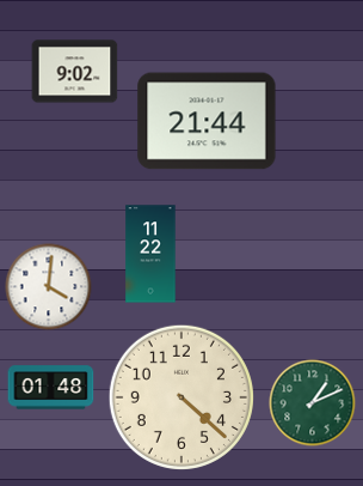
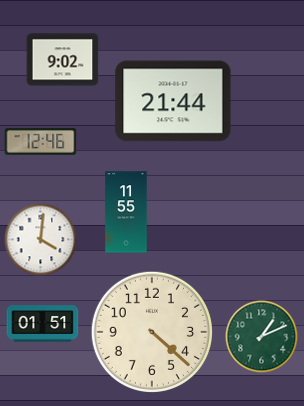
clock at (41, 142): none -> 12:46
clock at (150, 254): 11:22 -> 11:55
clock at (51, 388): 01:48 -> 01:51
